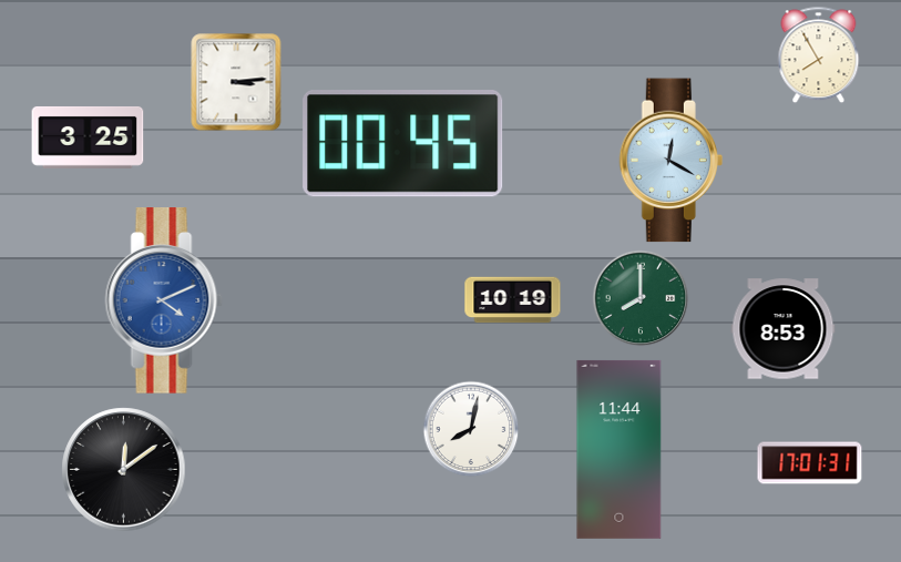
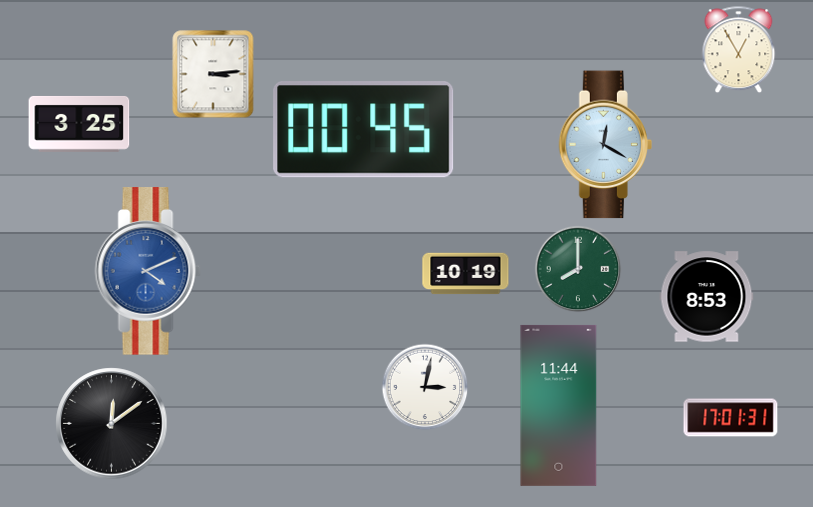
clock at (819, 54): 7:55 -> 12:55
clock at (513, 300) position: (513, 300) -> (466, 274)
clock at (471, 429): 8:02 -> 3:02
